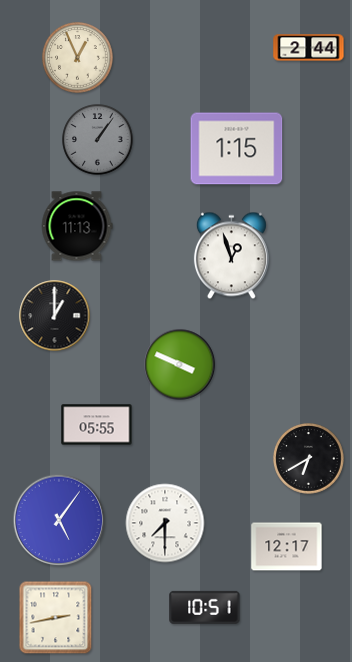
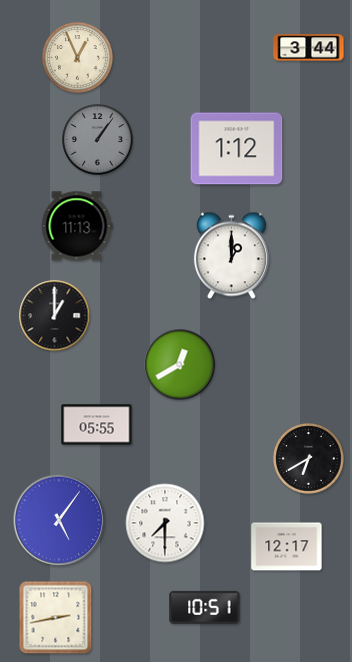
clock at (309, 48): 2:44 -> 3:44
clock at (237, 149): 1:15 -> 1:12
clock at (231, 256): 12:57 -> 1:00
clock at (180, 365): 3:49 -> 12:40
